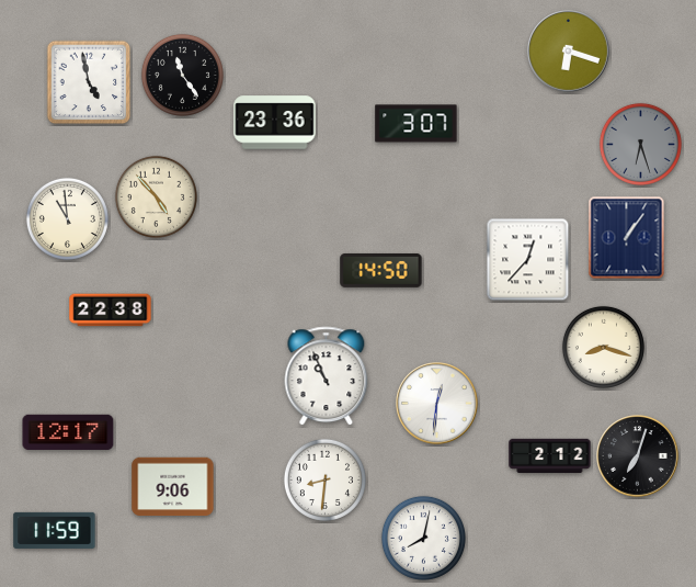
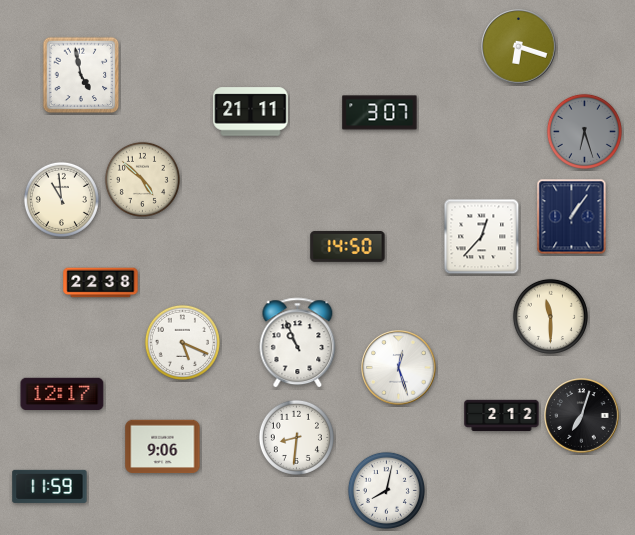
clock at (182, 75): 11:24 -> none
clock at (275, 123): 23:36 -> 21:11
clock at (156, 196): 4:53 -> 4:52
clock at (603, 347): 8:18 -> 11:30
clock at (182, 342): none -> 5:19
clock at (437, 404): 12:31 -> 12:27
clock at (173, 487) position: (173, 487) -> (163, 447)
clock at (55, 530) position: (55, 530) -> (50, 486)
